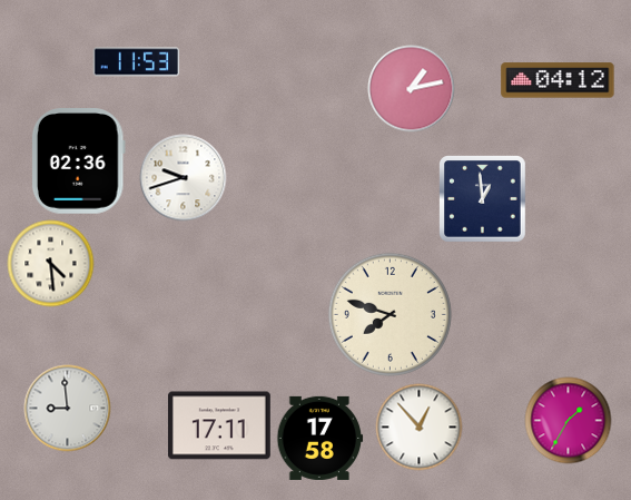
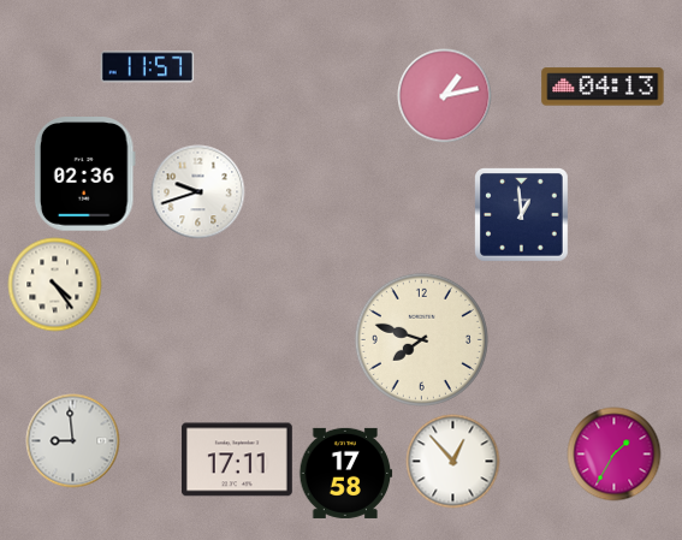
clock at (136, 62): 11:53 -> 11:57
clock at (558, 80): 04:12 -> 04:13
clock at (50, 263): 4:29 -> 4:24
